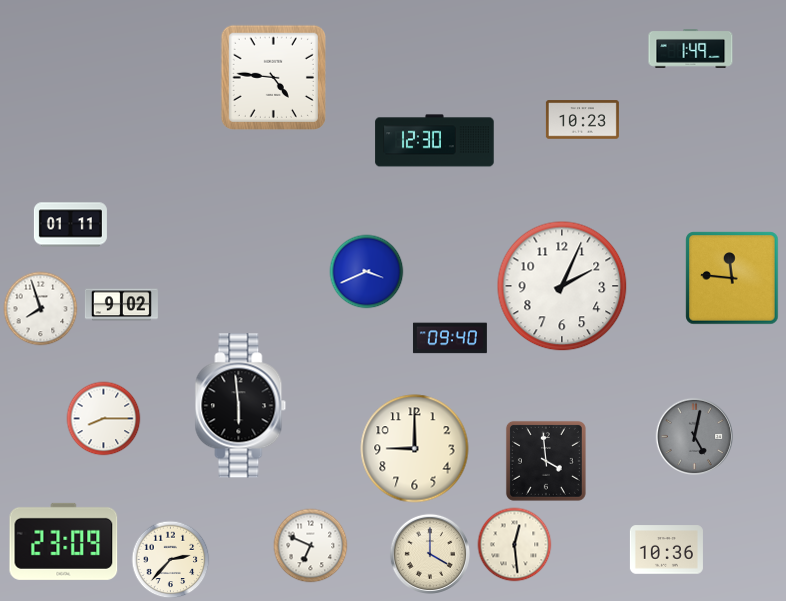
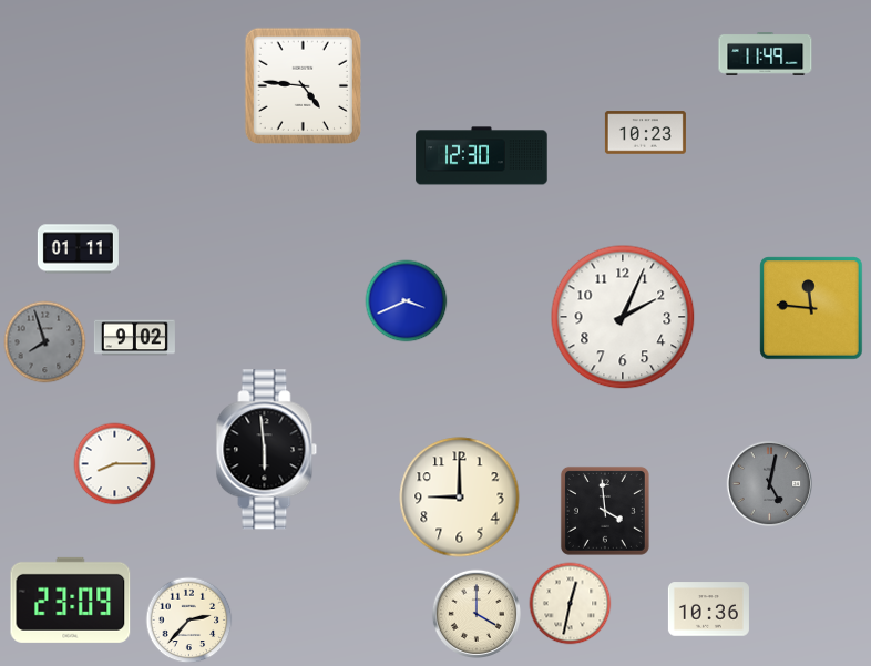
clock at (691, 49): 1:49 -> 11:49
clock at (41, 309) dial: white -> grey
clock at (450, 338): 09:40 -> none
clock at (515, 545): 12:29 -> 12:32
clock at (311, 546): 6:49 -> none
clock at (666, 550) position: (666, 550) -> (708, 609)
